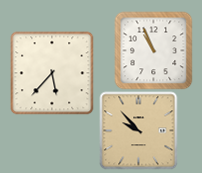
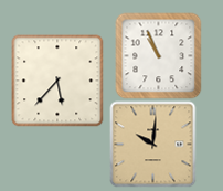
clock at (153, 50) position: (153, 50) -> (158, 55)
clock at (138, 130): 9:53 -> 10:01
